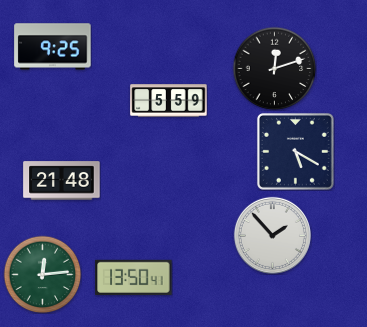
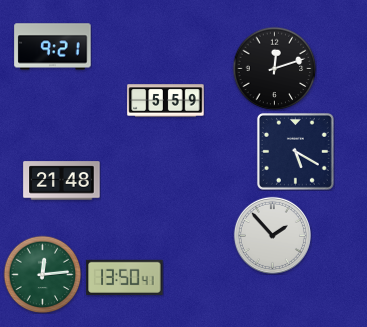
clock at (53, 47): 9:25 -> 9:21
clock at (169, 101) position: (169, 101) -> (166, 101)
clock at (134, 277) position: (134, 277) -> (125, 277)
